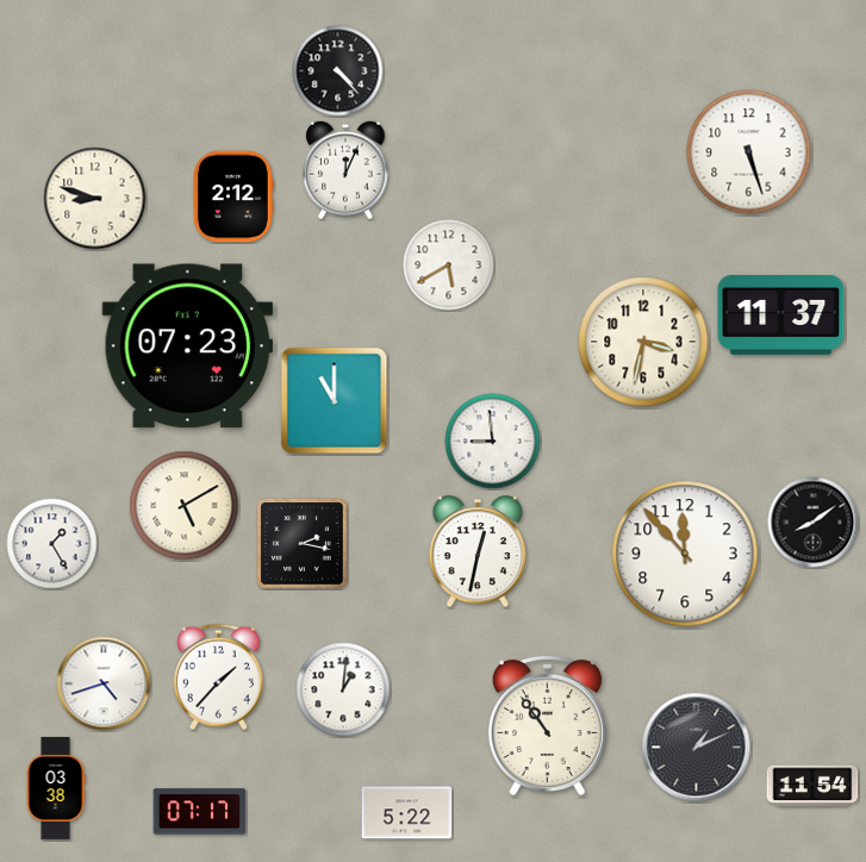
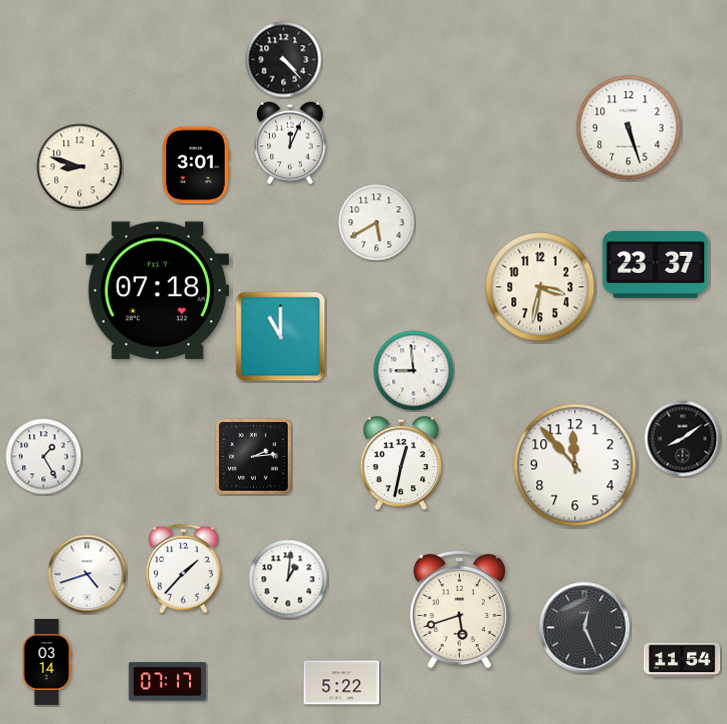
clock at (235, 196): 2:12 -> 3:01
clock at (781, 314): 11:37 -> 23:37
clock at (188, 346): 07:23 -> 07:18
clock at (185, 506): 5:10 -> none
clock at (303, 544): 2:17 -> 2:14
clock at (547, 725): 10:54 -> 5:42
clock at (697, 748): 1:11 -> 12:26
clock at (56, 788): 03:38 -> 03:14
